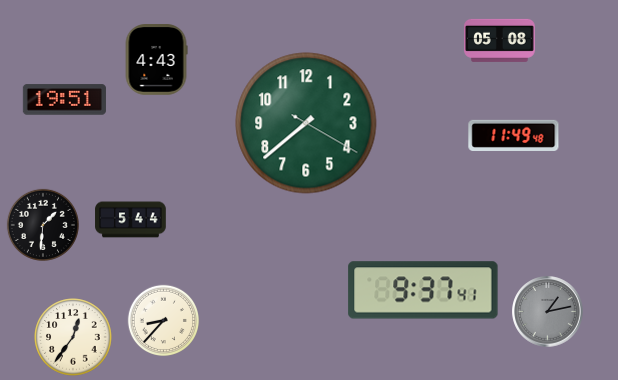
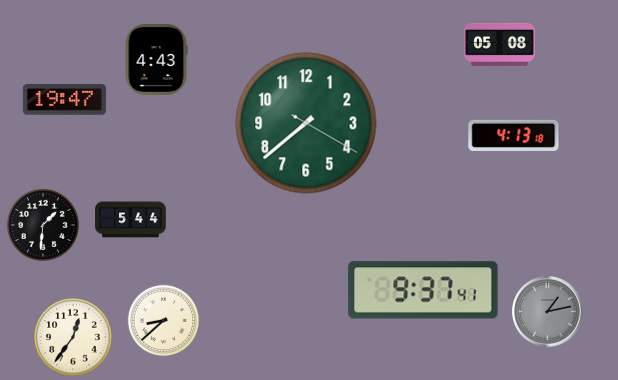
clock at (500, 40) position: (500, 40) -> (500, 44)
clock at (64, 100): 19:51 -> 19:47
clock at (514, 135): 11:49 -> 4:13
clock at (163, 320): 8:37 -> 8:38
